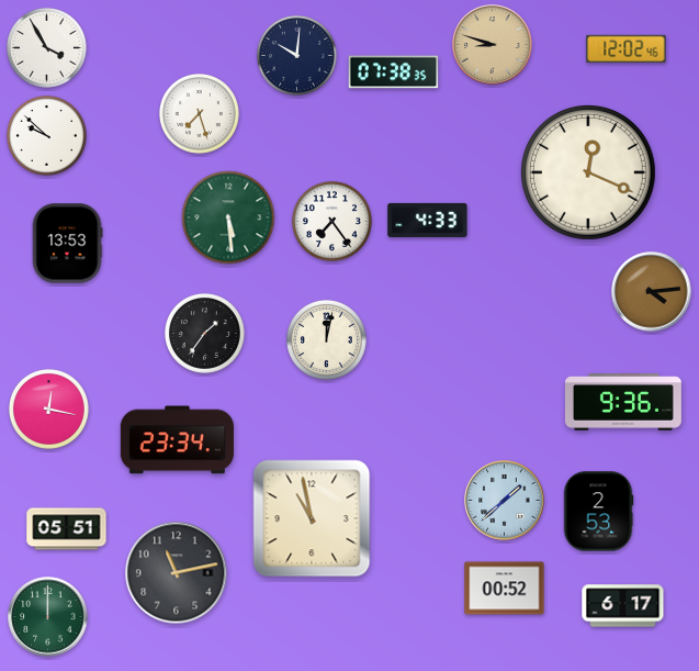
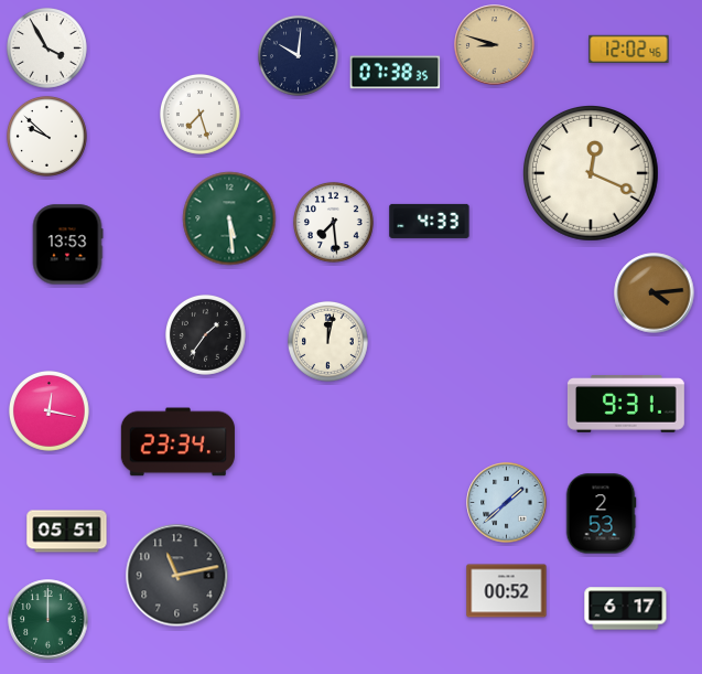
clock at (331, 221): 7:24 -> 7:29
clock at (623, 403): 9:36 -> 9:31
clock at (312, 518): 10:58 -> none
